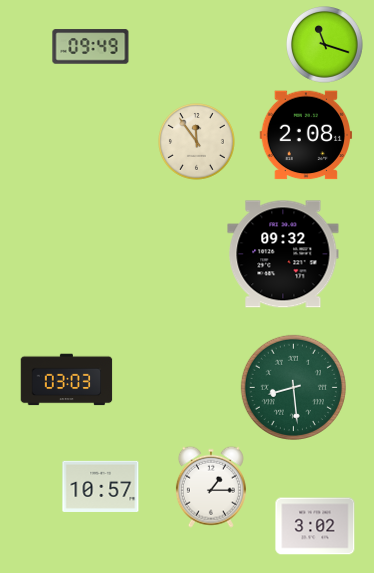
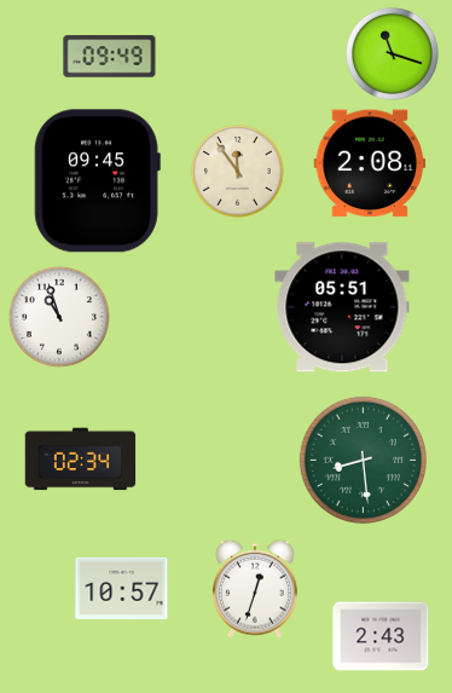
clock at (97, 181): none -> 09:45
clock at (283, 254): 09:32 -> 05:51
clock at (59, 317): none -> 10:57
clock at (67, 380): 03:03 -> 02:34
clock at (293, 387) position: (293, 387) -> (363, 460)
clock at (211, 487): 1:15 -> 12:33
clock at (315, 526): 3:02 -> 2:43
